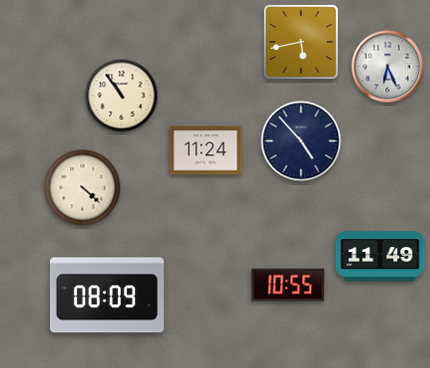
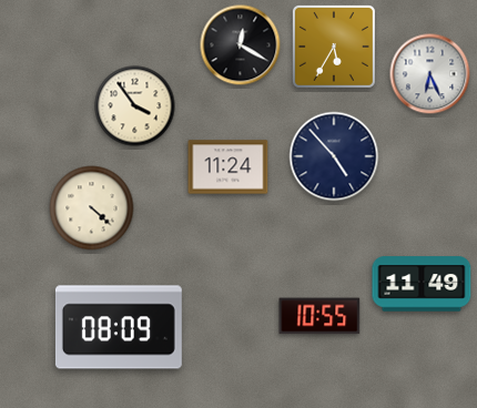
clock at (241, 45): none -> 12:20
clock at (301, 42): 5:43 -> 5:35
clock at (122, 96): 10:54 -> 3:54
